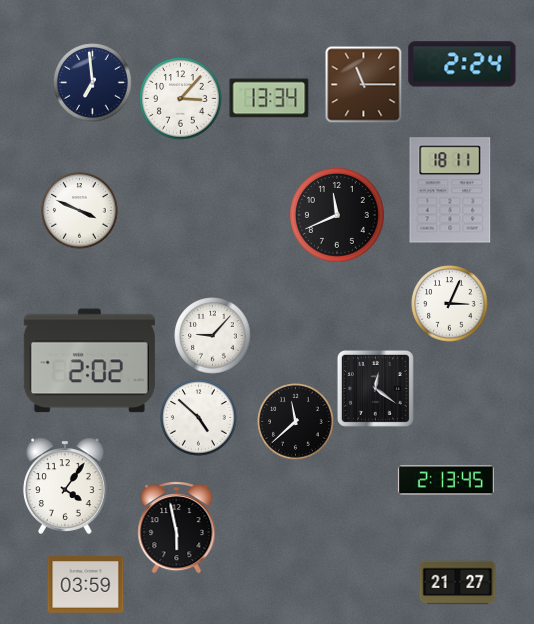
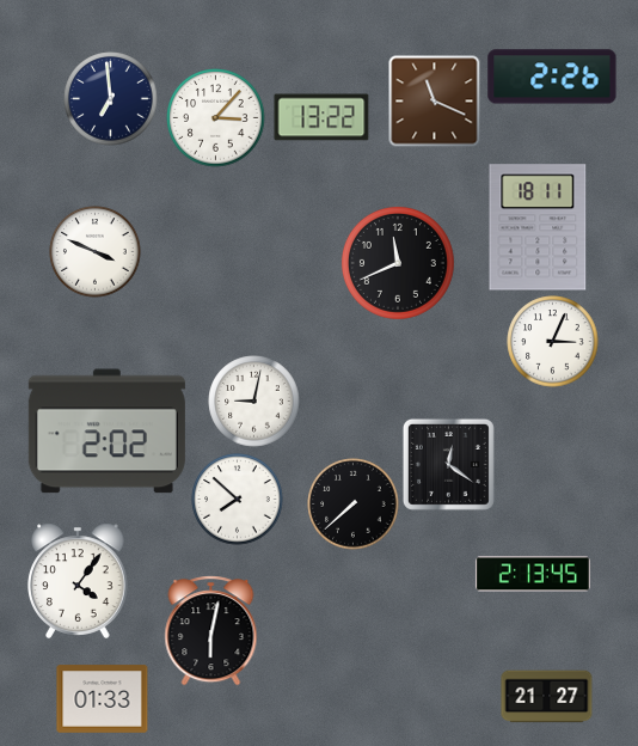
clock at (462, 64): 2:24 -> 2:26
clock at (364, 85): 11:15 -> 11:19
clock at (269, 98): 13:34 -> 13:22
clock at (337, 215) position: (337, 215) -> (398, 263)
clock at (450, 304) position: (450, 304) -> (553, 342)
clock at (213, 336): 9:07 -> 9:02
clock at (199, 418): 4:52 -> 7:52
clock at (296, 422): 11:38 -> 7:38
clock at (177, 528): 5:58 -> 6:02
clock at (86, 585): 03:59 -> 01:33
